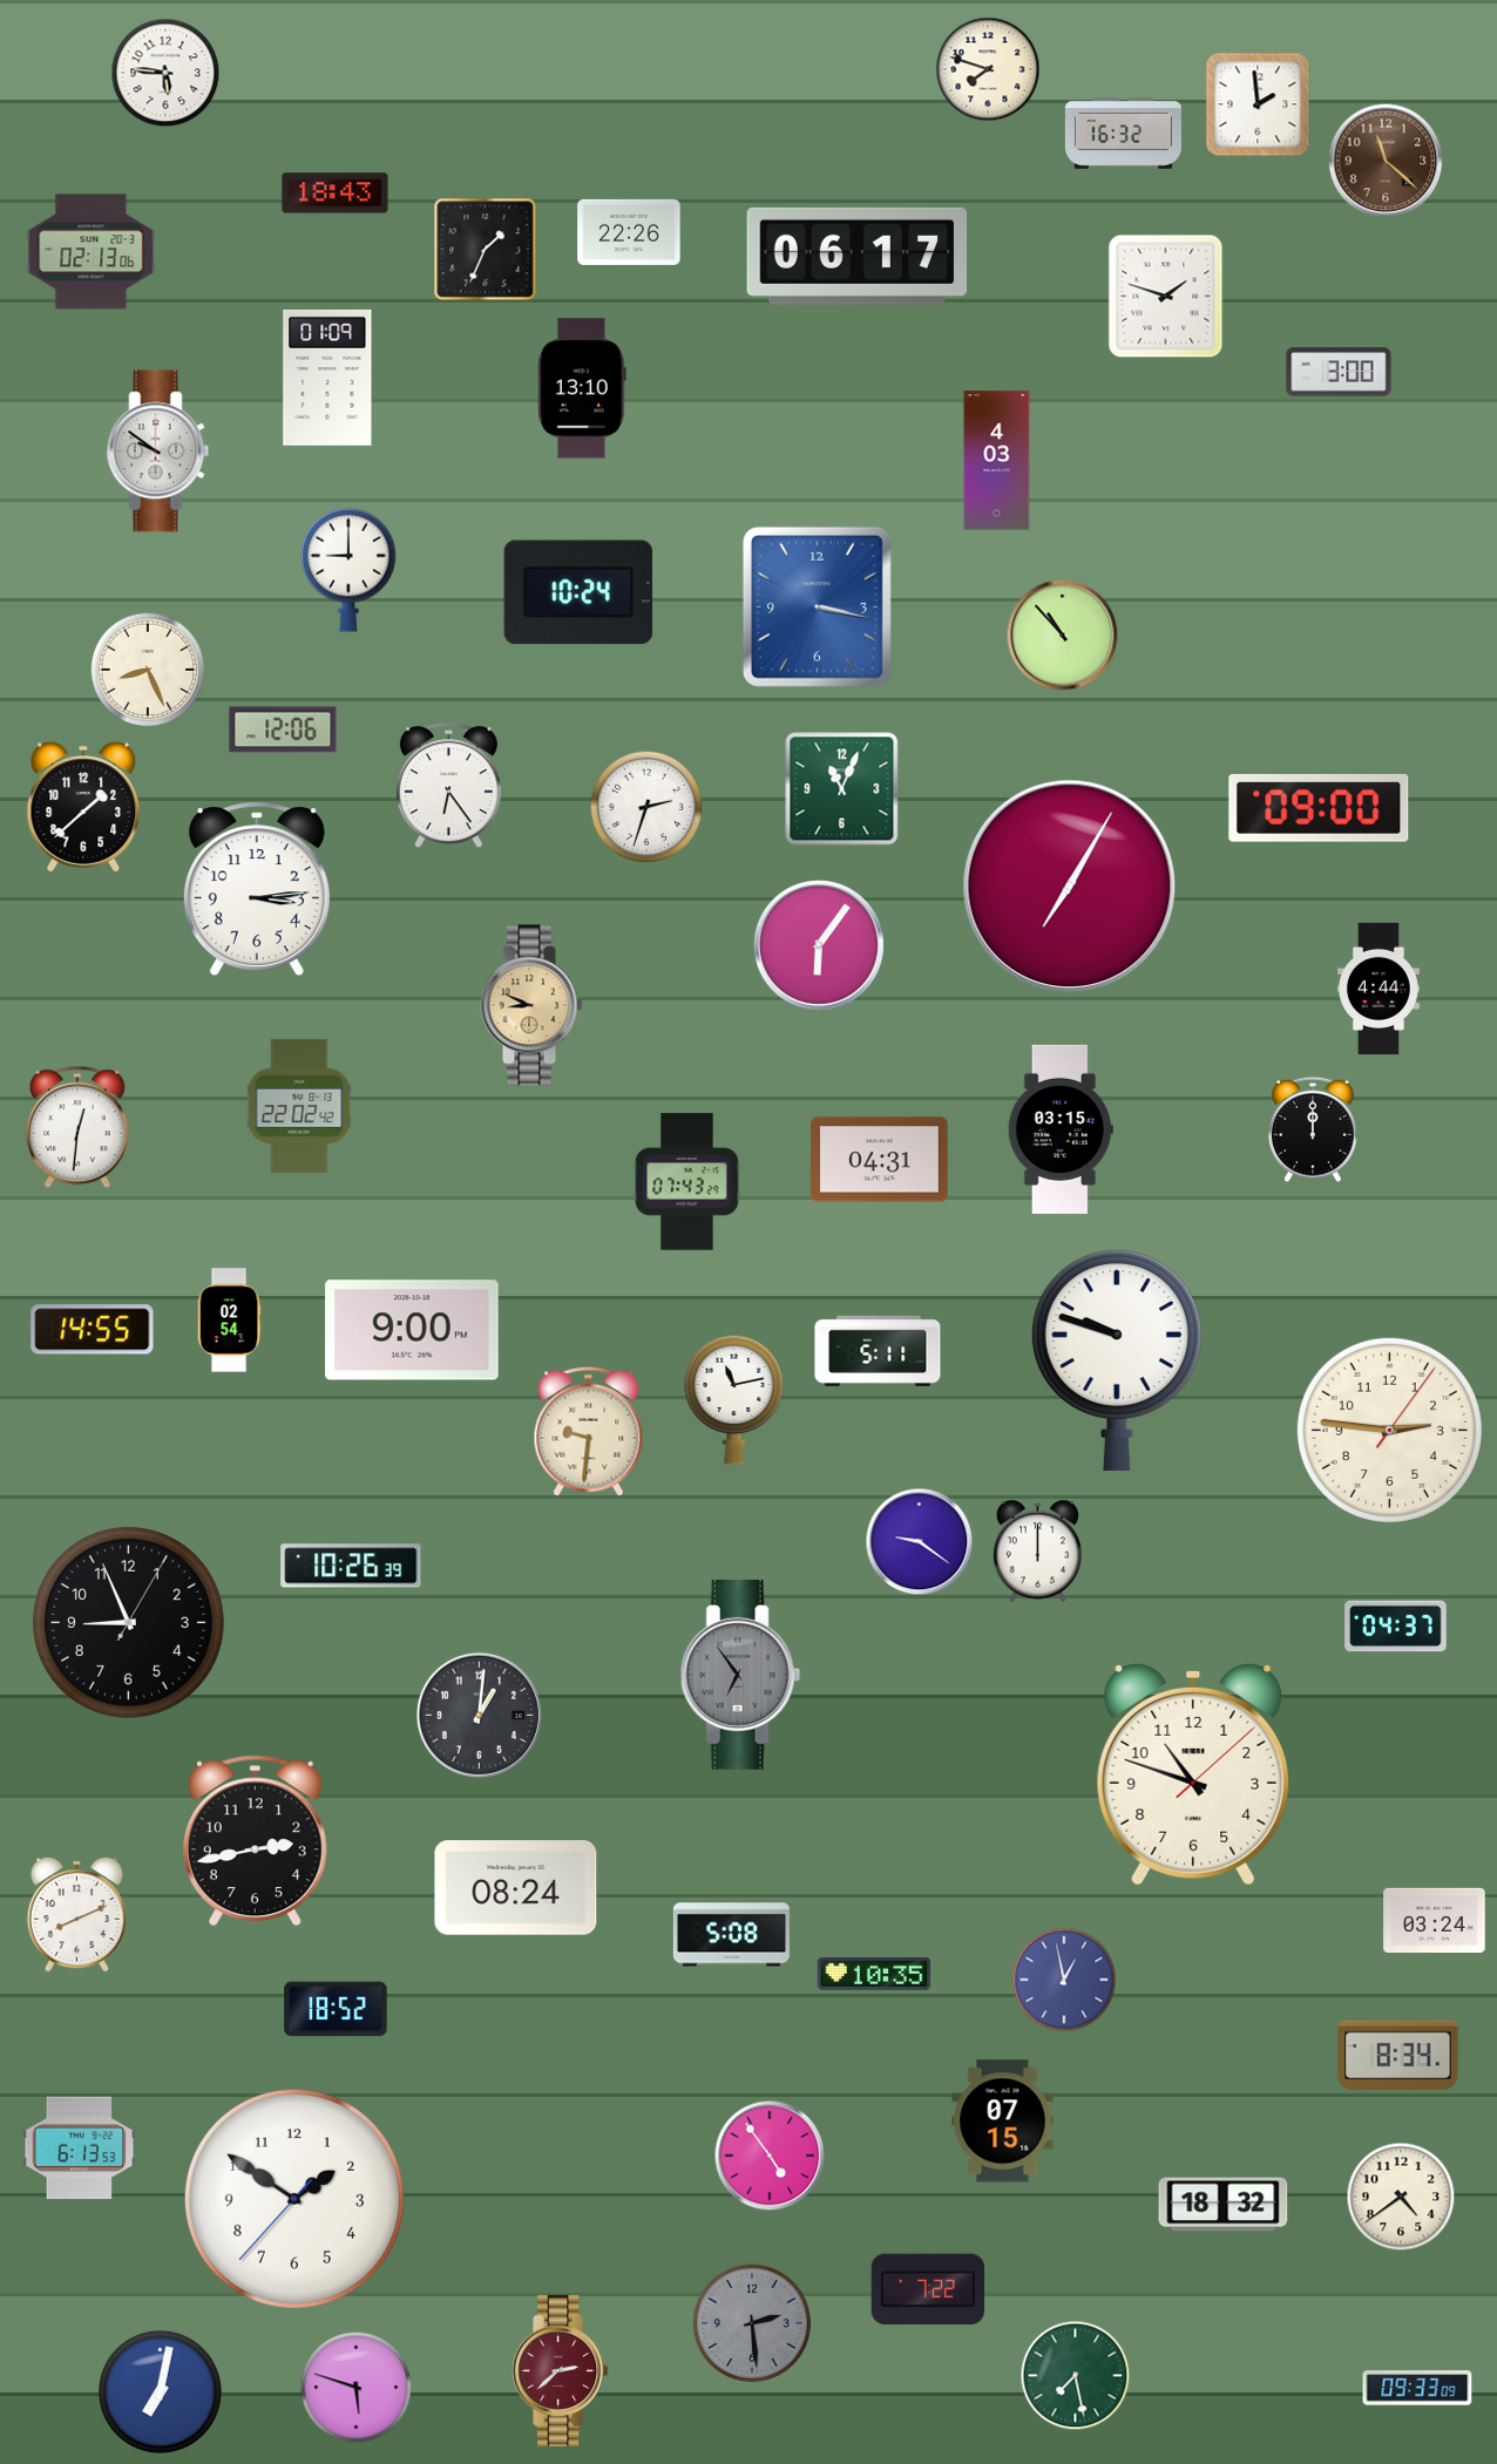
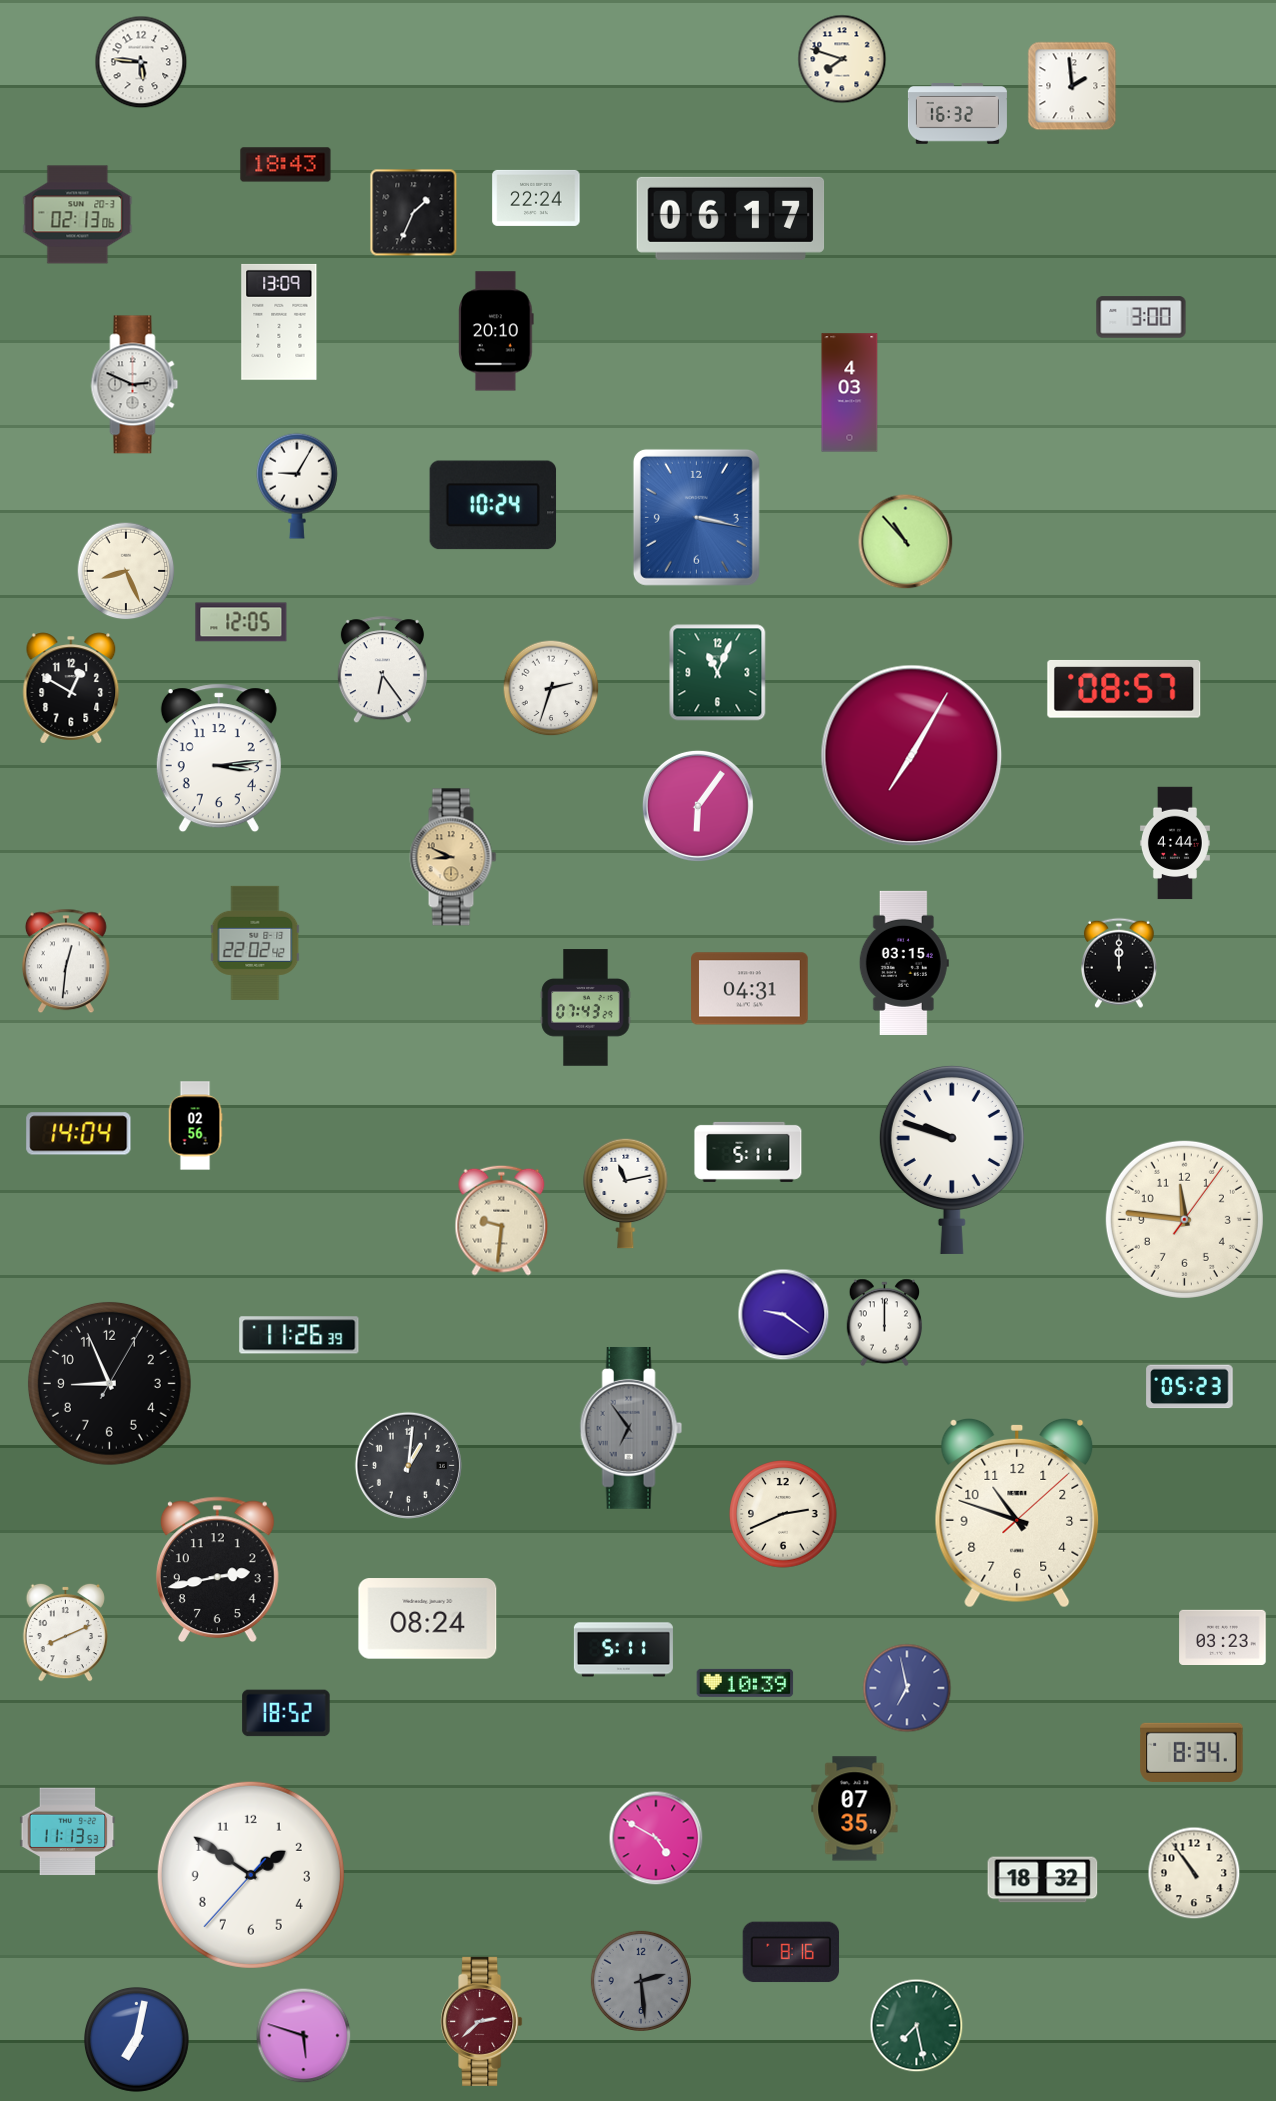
clock at (1258, 104) position: (1258, 104) -> (1072, 86)
clock at (1386, 161): 11:22 -> none
clock at (629, 232): 22:26 -> 22:24
clock at (1166, 297): 1:48 -> none
clock at (327, 378): 01:09 -> 13:09
clock at (582, 388): 13:10 -> 20:10
clock at (158, 452): 9:51 -> 2:49
clock at (350, 570): 9:00 -> 9:05
clock at (283, 729): 12:06 -> 12:05
clock at (83, 807): 1:38 -> 12:50
clock at (1319, 808): 09:00 -> 08:57
clock at (229, 1321): 02:54 -> 02:56
clock at (93, 1330): 14:55 -> 14:04
clock at (412, 1330): 9:00 -> none
clock at (1389, 1430): 2:46 -> 11:46
clock at (351, 1566): 10:26 -> 11:26
clock at (1396, 1627): 04:37 -> 05:23
clock at (479, 1715) position: (479, 1715) -> (408, 1465)
clock at (783, 1514): none -> 2:41
clock at (516, 1888) position: (516, 1888) -> (428, 1619)
clock at (1435, 1920): 03:24 -> 03:23
clock at (731, 1935): 5:08 -> 5:11
clock at (874, 1974): 10:35 -> 10:39
clock at (1064, 1980): 12:58 -> 6:58
clock at (1003, 2122): 07:15 -> 07:35
clock at (80, 2149): 6:13 -> 11:13
clock at (770, 2156): 4:54 -> 4:50
clock at (1401, 2197): 4:39 -> 10:54
clock at (928, 2289): 7:22 -> 8:16
clock at (561, 2370) position: (561, 2370) -> (482, 2021)
clock at (1417, 2388): 09:33 -> none
